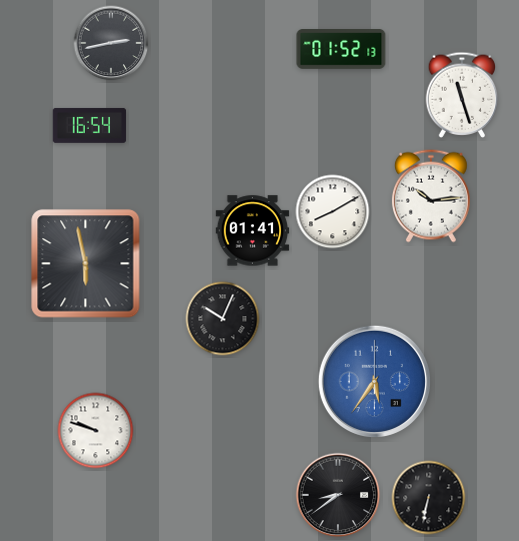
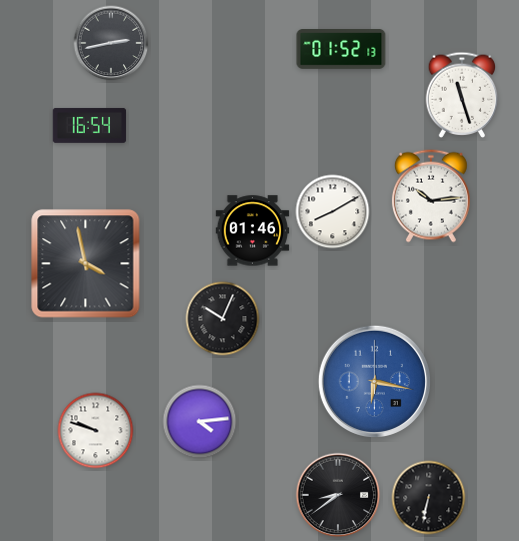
clock at (253, 231): 01:41 -> 01:46
clock at (86, 264): 5:58 -> 3:58
clock at (374, 381): 5:36 -> 6:17
clock at (200, 422): none -> 4:14
